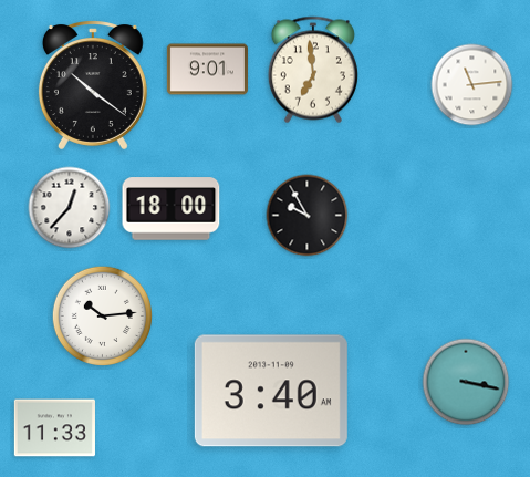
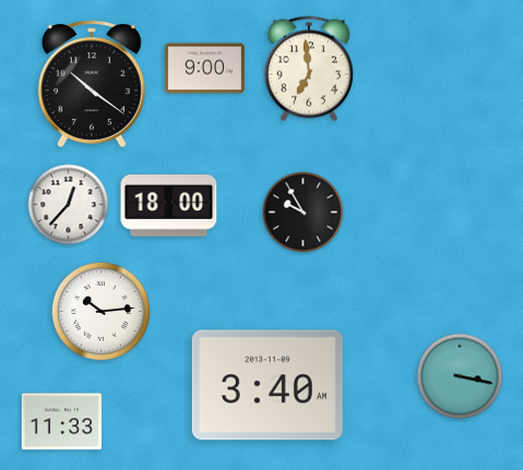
clock at (207, 70): 9:01 -> 9:00
clock at (472, 85): 11:14 -> none
clock at (54, 428) position: (54, 428) -> (61, 422)
